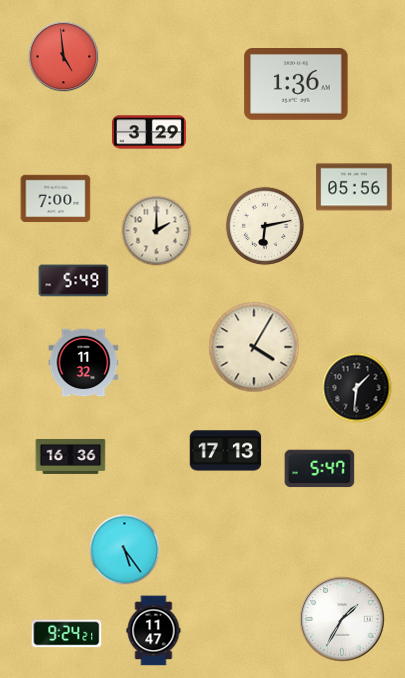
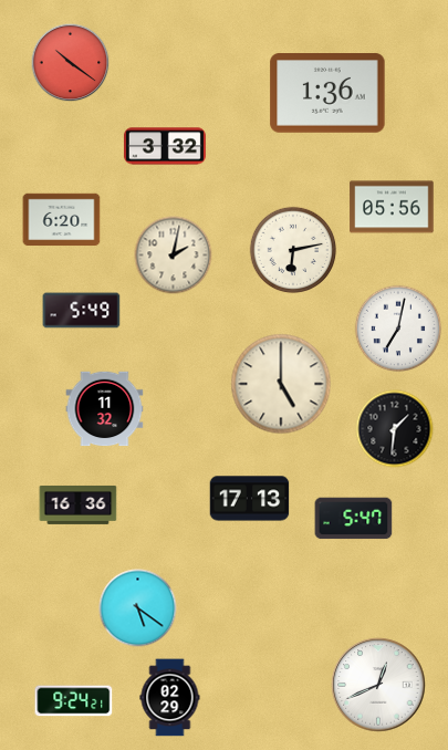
clock at (64, 57): 4:59 -> 10:21
clock at (149, 132): 3:29 -> 3:32
clock at (56, 199): 7:00 -> 6:20
clock at (157, 231): 2:00 -> 2:02
clock at (398, 329): none -> 7:02
clock at (254, 347): 4:05 -> 5:00
clock at (84, 363) position: (84, 363) -> (105, 409)
clock at (125, 550): 5:24 -> 5:21
clock at (342, 619): 1:35 -> 12:41
clock at (154, 631): 11:47 -> 02:29
